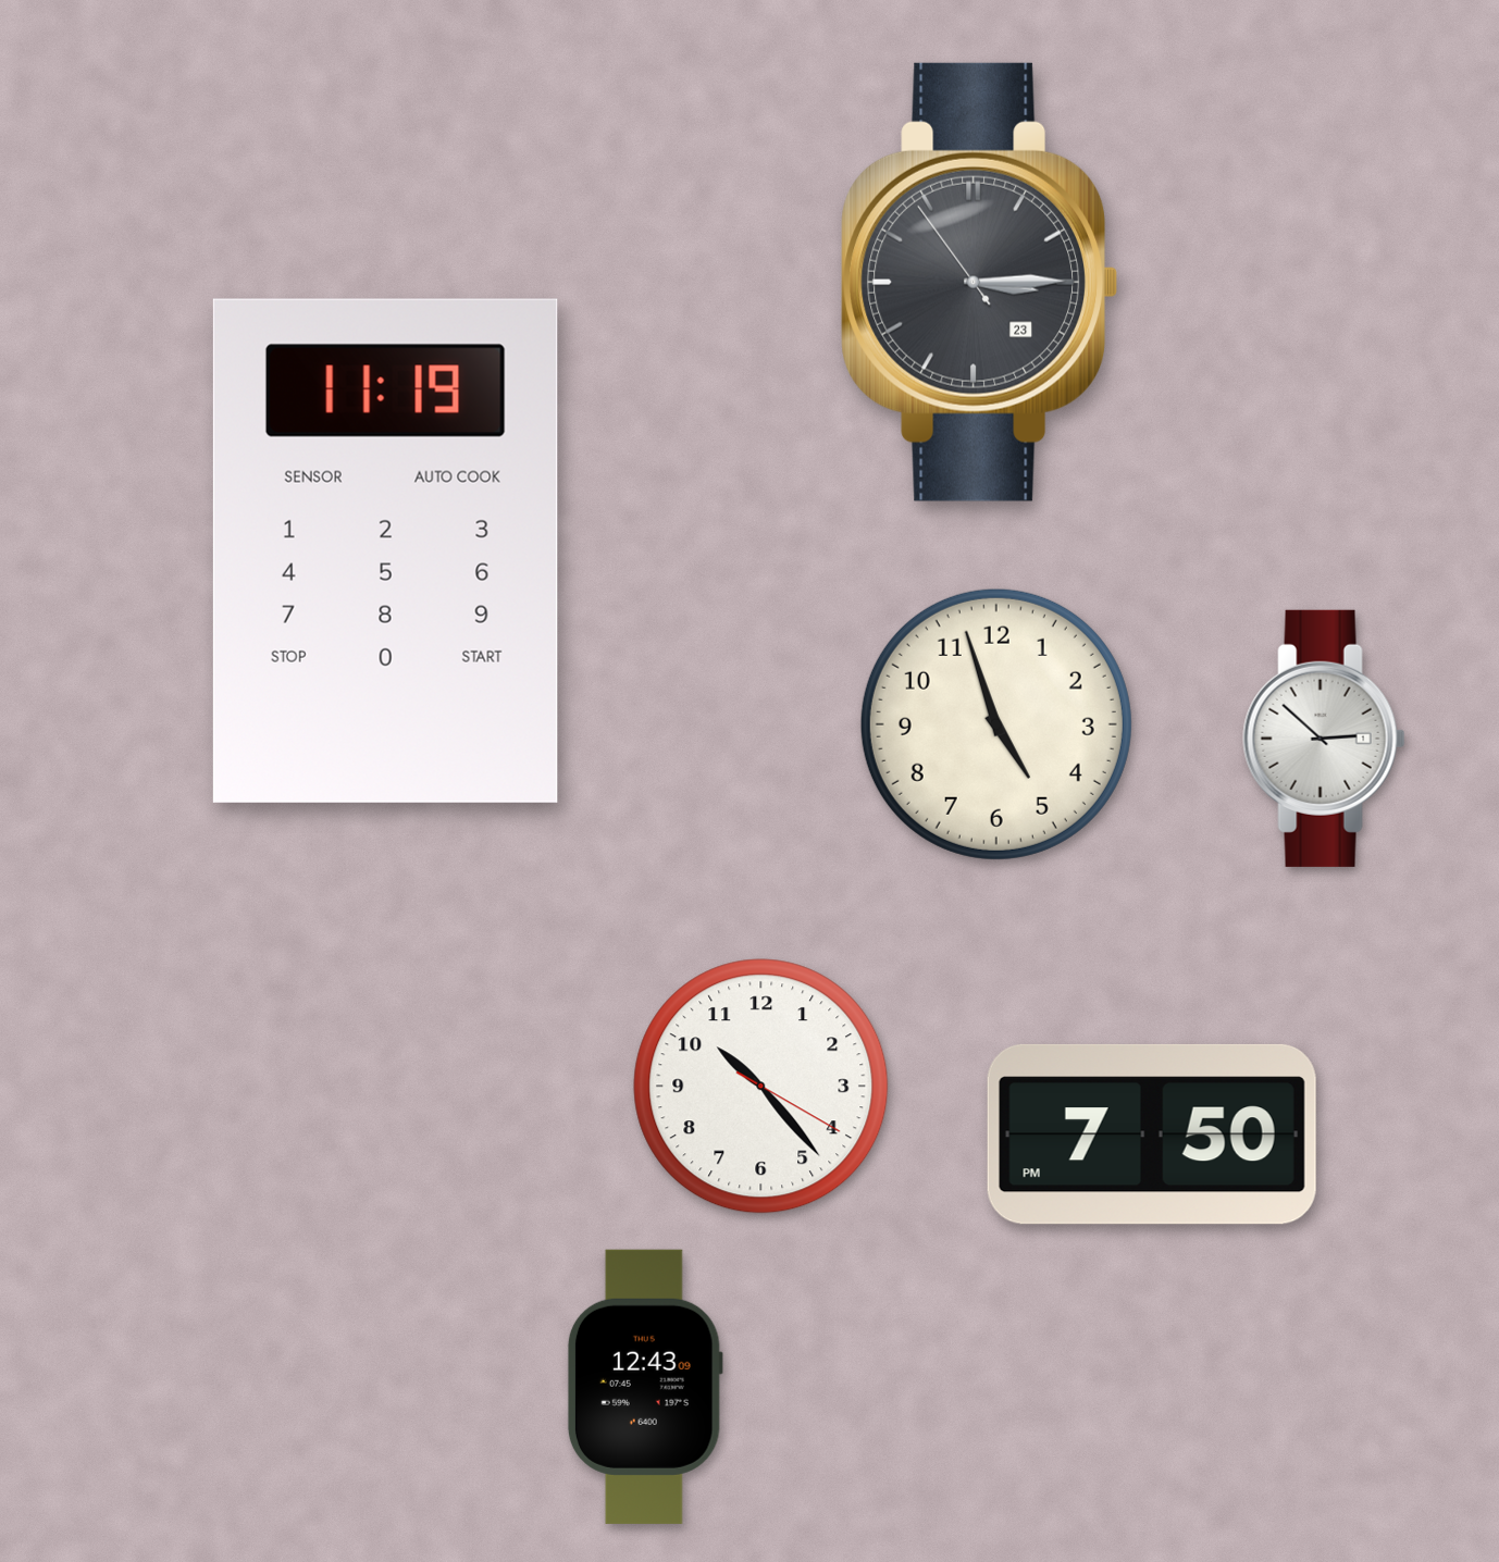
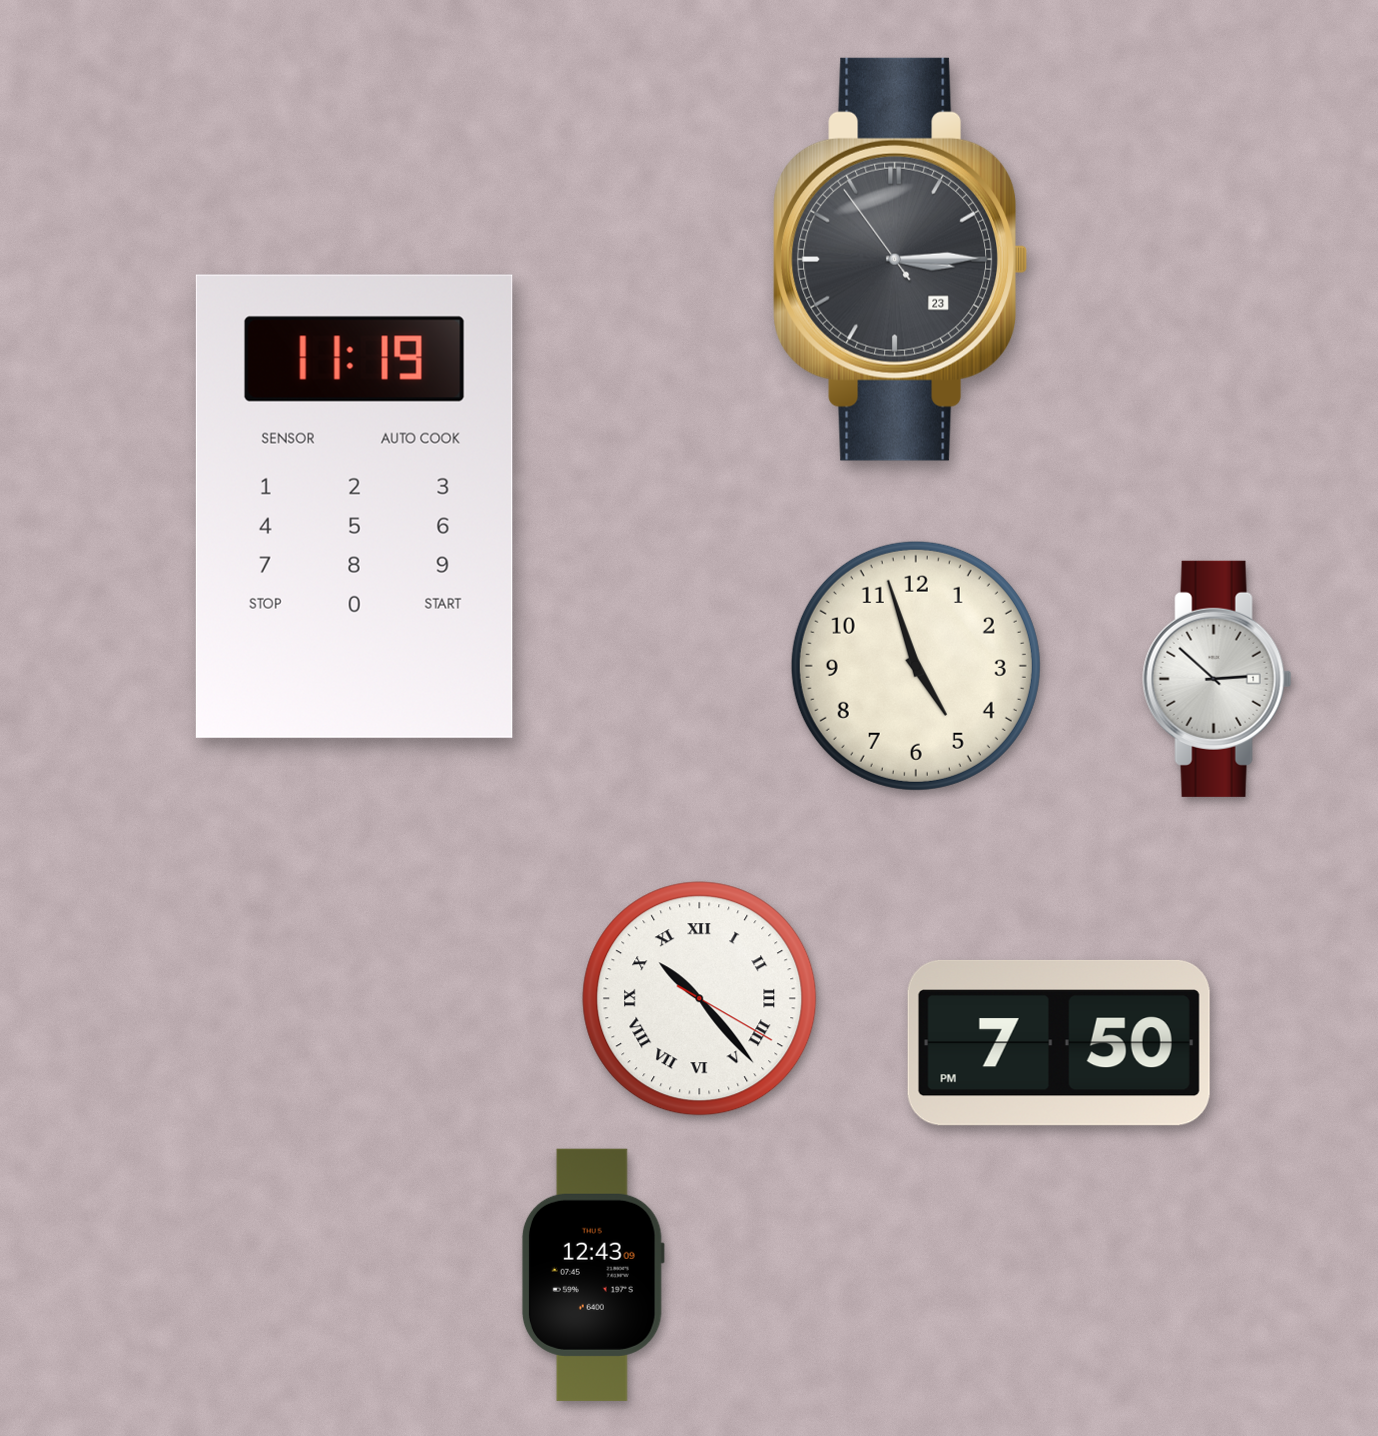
clock at (761, 1087) numerals: Arabic -> Roman
